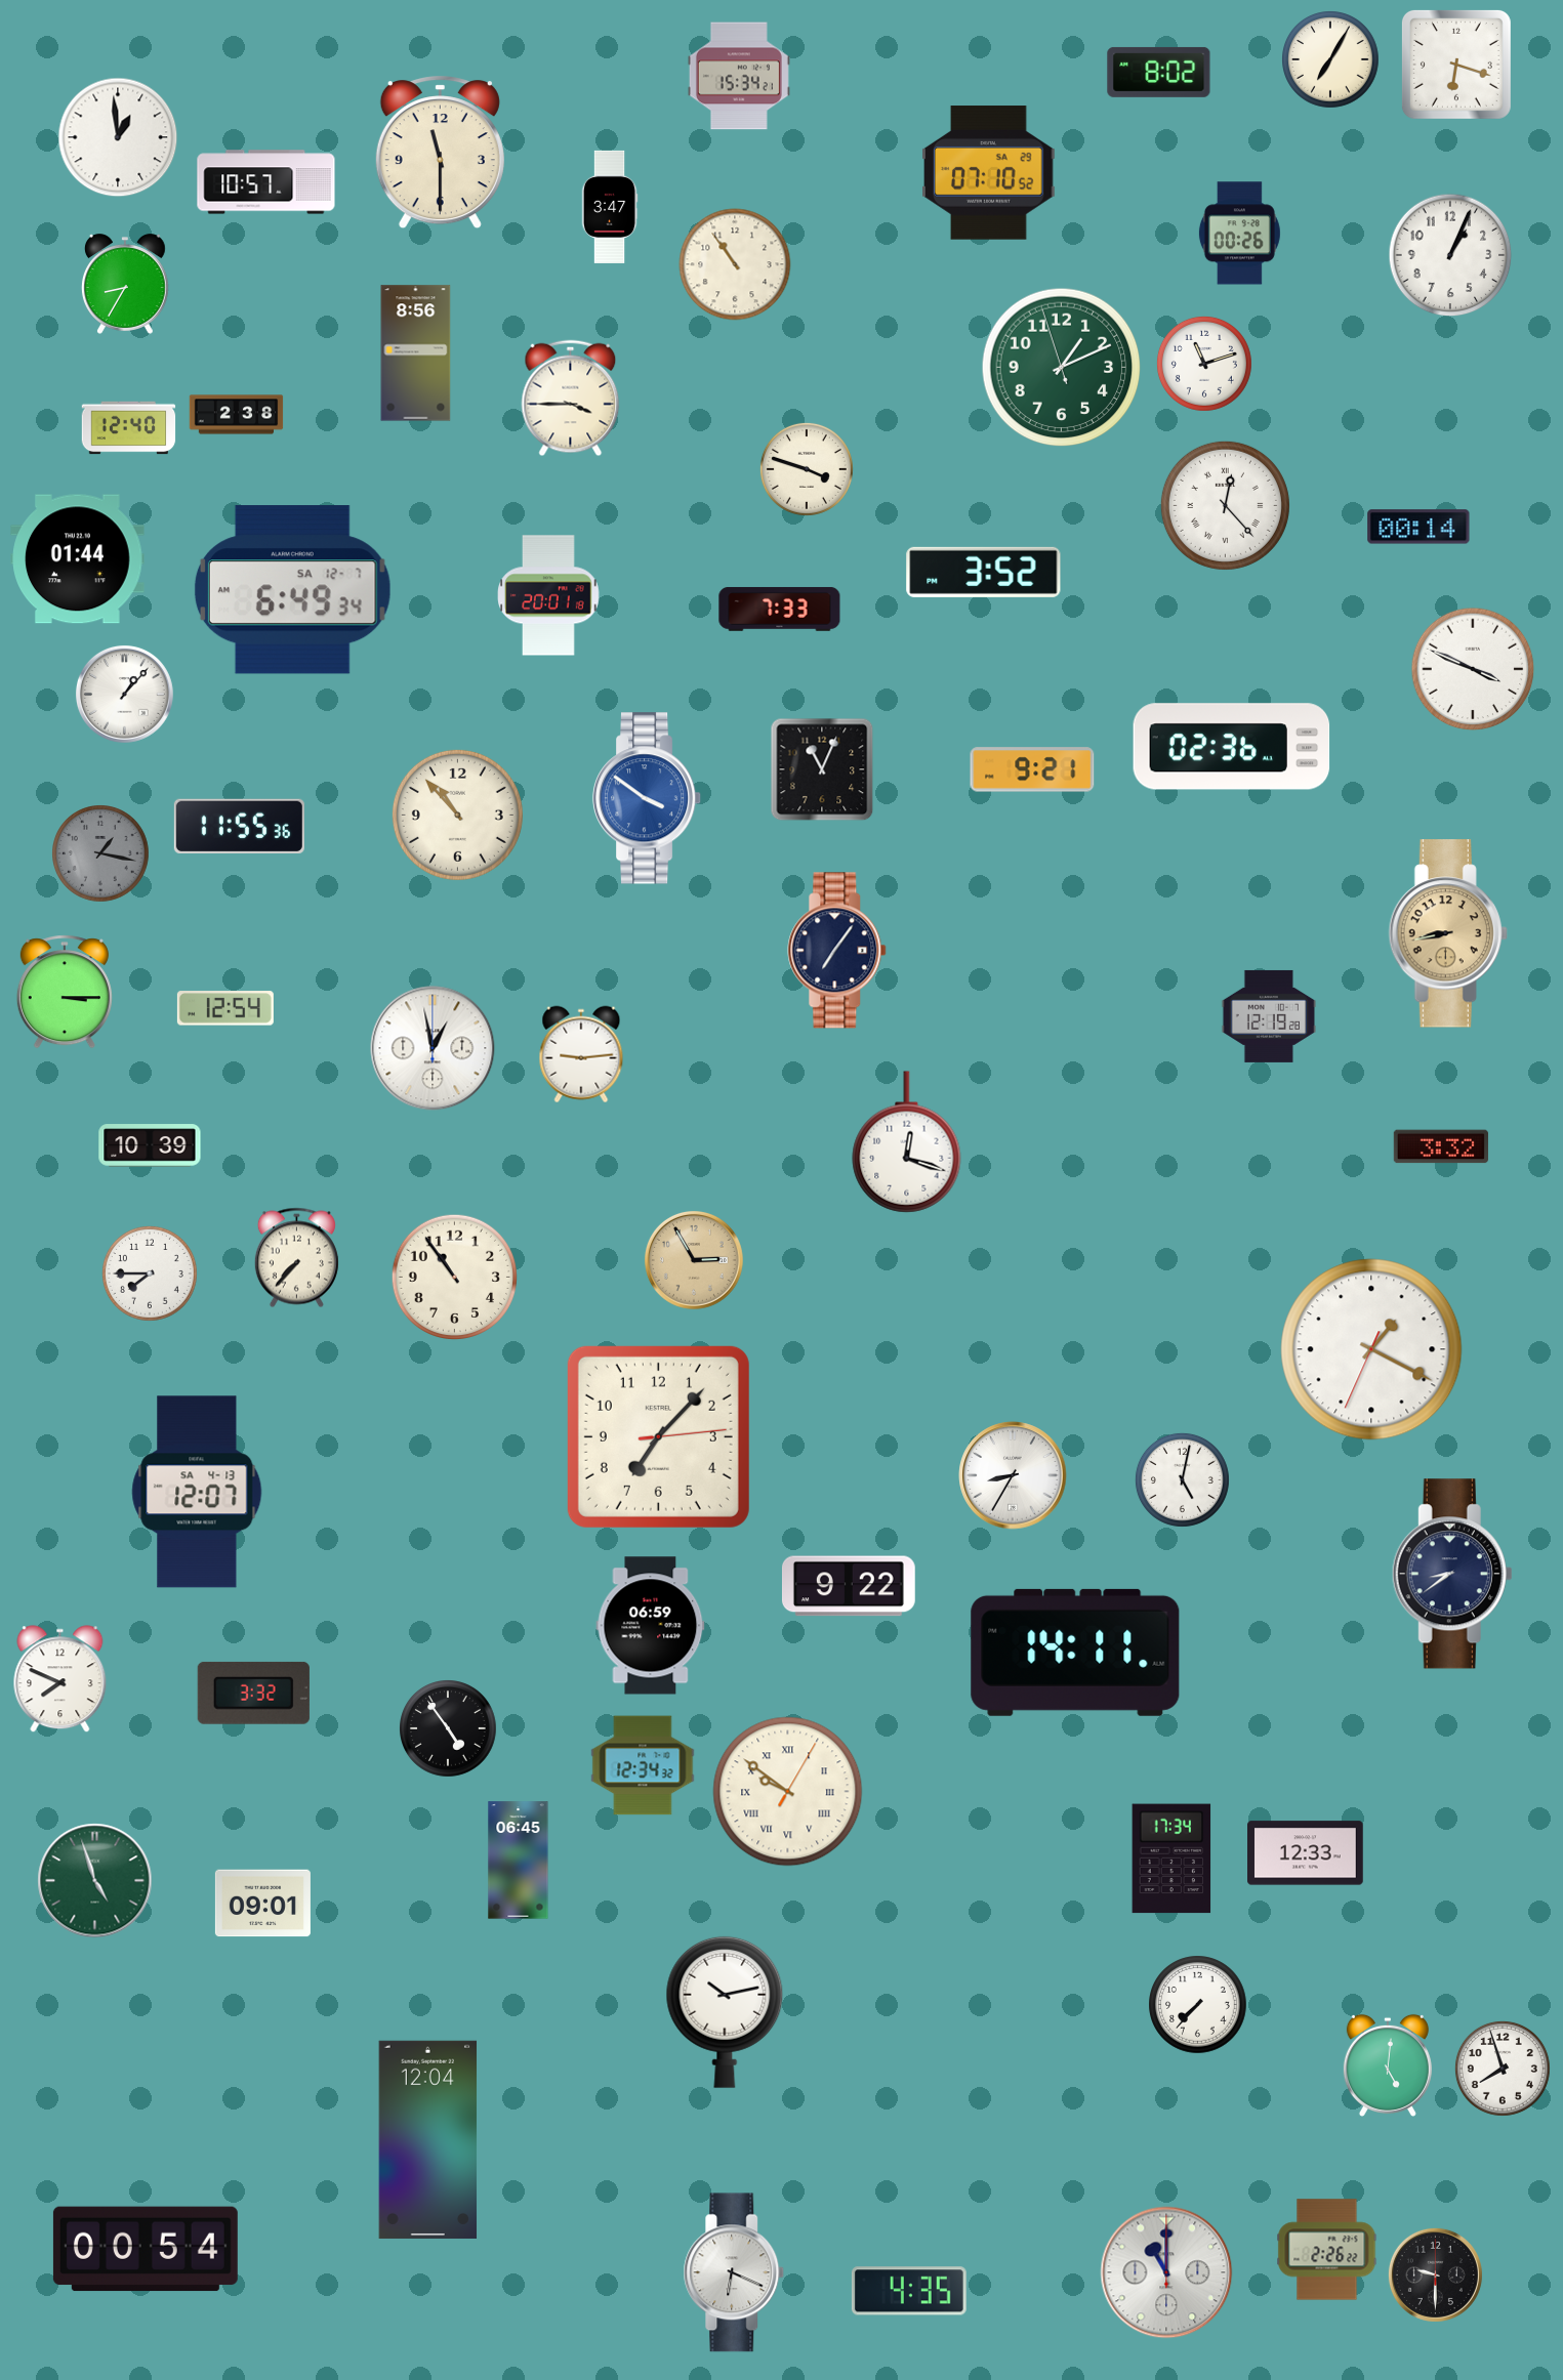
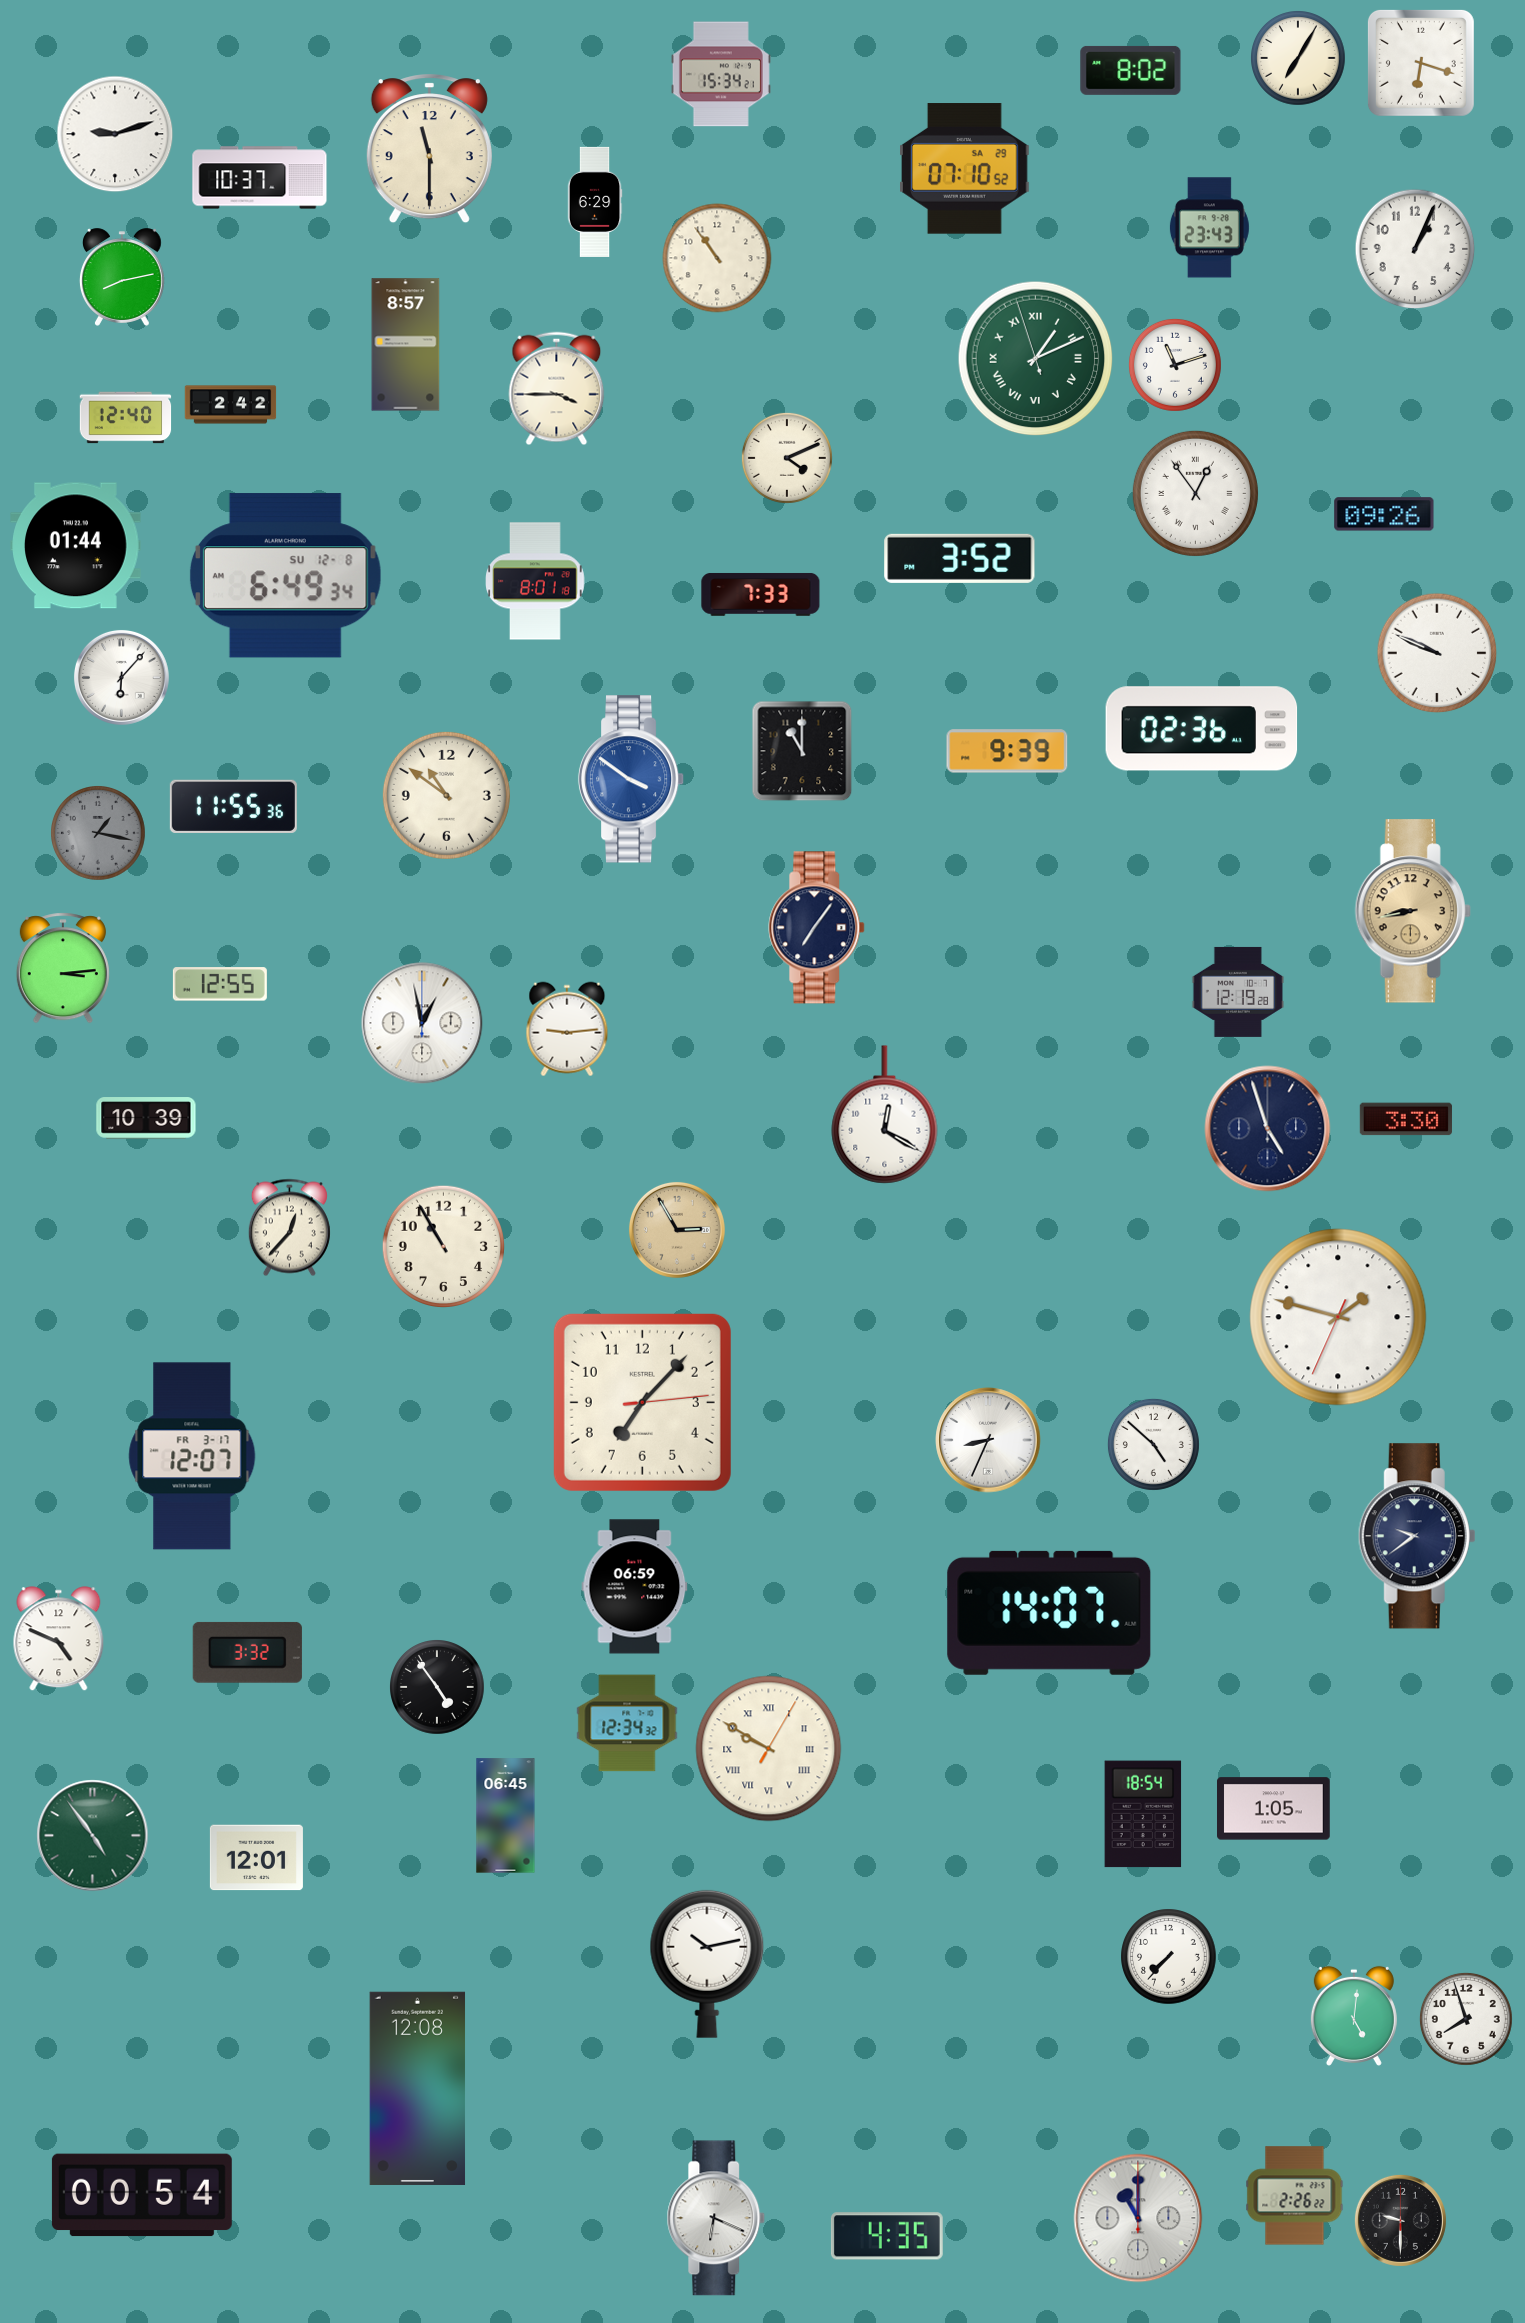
clock at (118, 137): 12:59 -> 9:12
clock at (266, 182): 10:57 -> 10:37
clock at (610, 207): 3:47 -> 6:29
clock at (1239, 234): 00:26 -> 23:43
clock at (125, 284): 8:35 -> 8:13
clock at (416, 353): 8:56 -> 8:57
clock at (1204, 364) position: (1204, 364) -> (1175, 365)
clock at (1062, 368) numerals: Arabic -> Roman
clock at (237, 415): 2:38 -> 2:42
clock at (807, 469): 3:48 -> 4:11
clock at (1225, 505): 12:23 -> 12:54
clock at (1418, 527): 00:14 -> 09:26
clock at (292, 590) date: SA 12-7 -> SU 12-8
clock at (548, 595): 20:01 -> 8:01
clock at (1473, 669): 3:49 -> 9:49
clock at (124, 694): 1:07 -> 6:07
clock at (822, 769): 11:04 -> 11:00
clock at (1032, 769): 9:21 -> 9:39
clock at (457, 815): 10:53 -> 10:51
clock at (65, 992): 3:15 -> 3:14
clock at (225, 1008): 12:54 -> 12:55
clock at (907, 1142): 12:18 -> 12:20
clock at (1441, 1146): 3:32 -> 3:30
clock at (1268, 1129): none -> 4:57
clock at (296, 1258): 7:37 -> 12:37
clock at (150, 1273): 7:45 -> none
clock at (454, 1277): 10:54 -> 10:55
clock at (1371, 1349): 1:19 -> 1:47
clock at (1013, 1475): 8:35 -> 8:34
clock at (1182, 1479): 5:02 -> 4:52
clock at (197, 1492) date: SA 4-13 -> FR 3-17
clock at (1452, 1574): 8:39 -> 9:39
clock at (849, 1586): 9:22 -> none
clock at (1075, 1653): 14:11 -> 14:07
clock at (60, 1679): 7:49 -> 4:49
clock at (788, 1792): 9:51 -> 9:50
clock at (1306, 1853): 12:33 -> 1:05
clock at (1171, 1859): 17:34 -> 18:54
clock at (95, 1881): 4:57 -> 4:54
clock at (262, 1904): 09:01 -> 12:01
clock at (428, 2139): 12:04 -> 12:08
